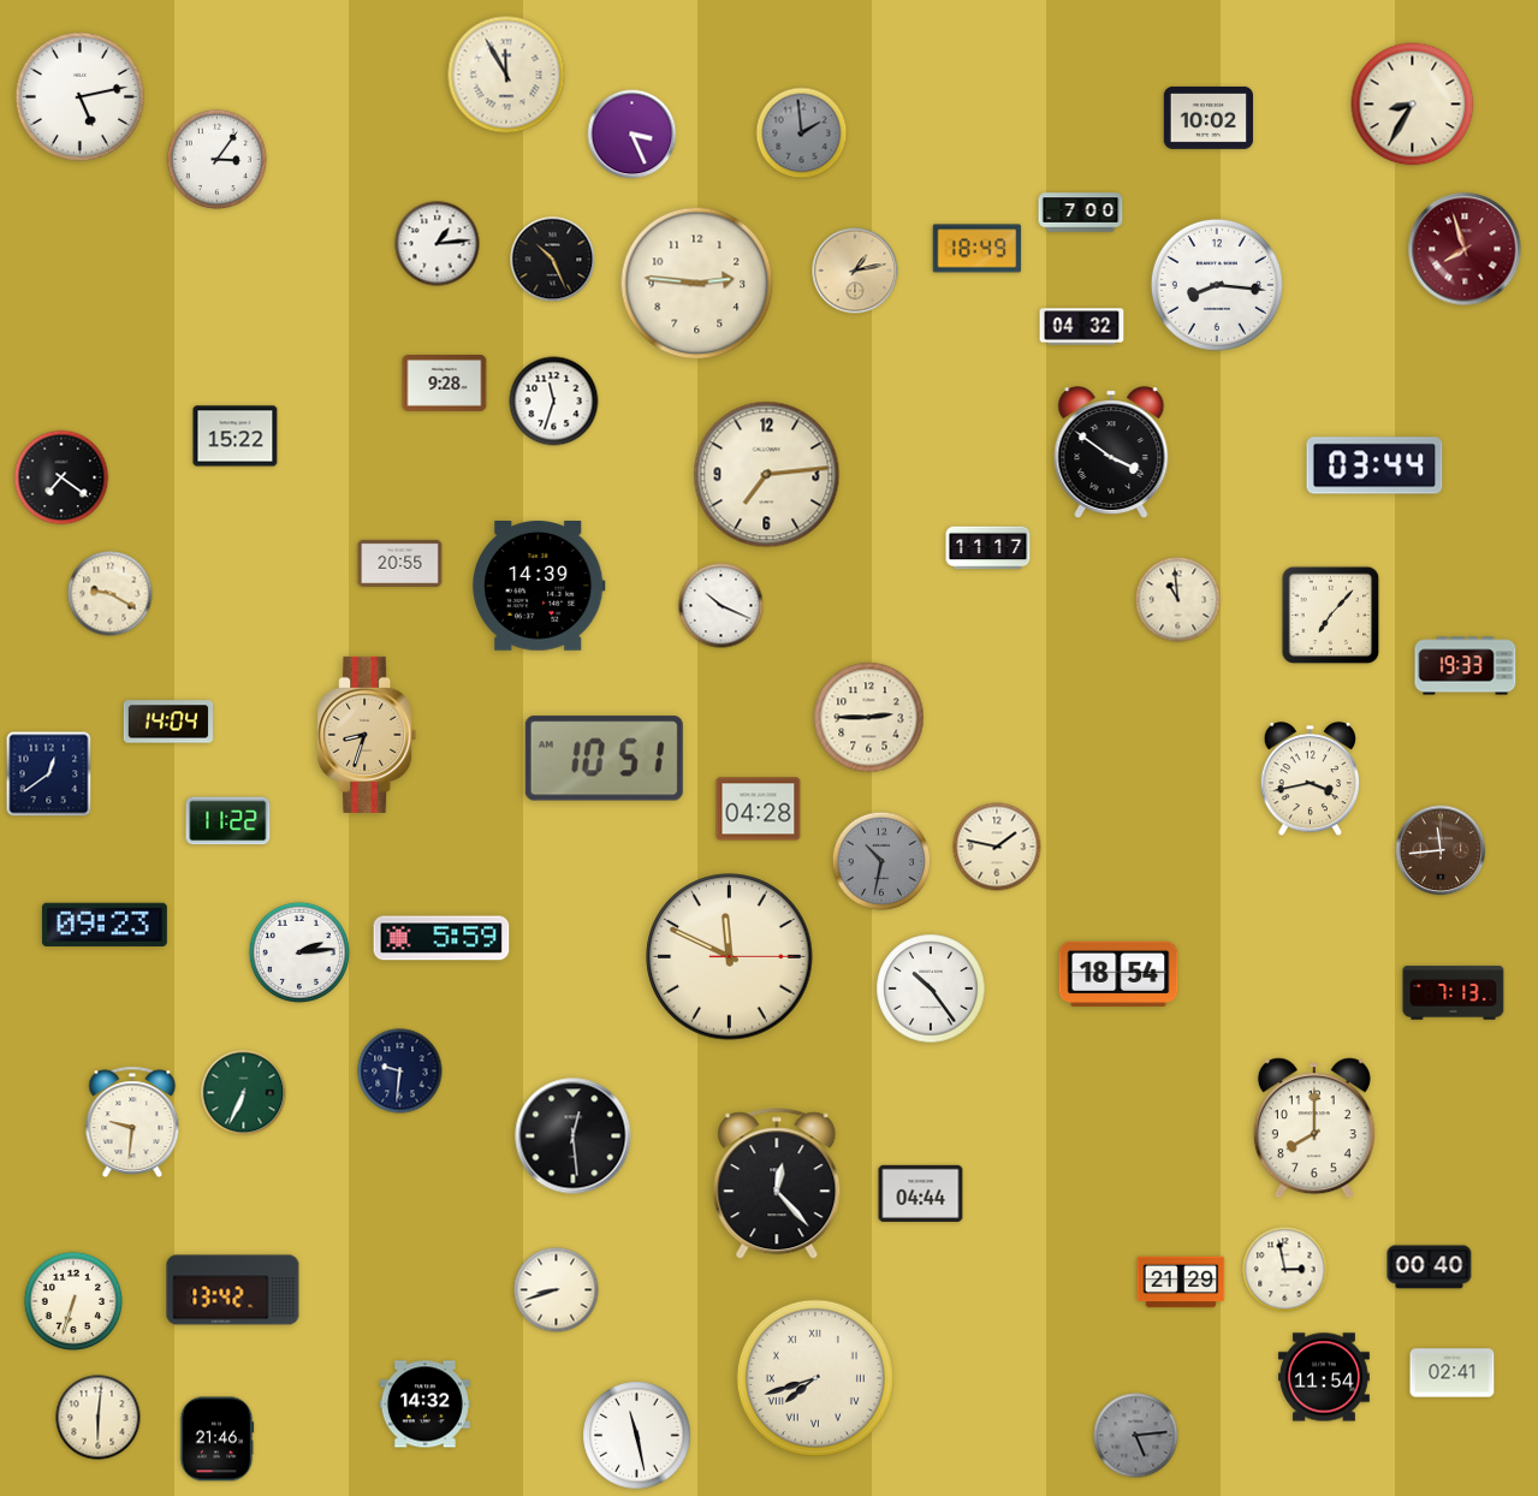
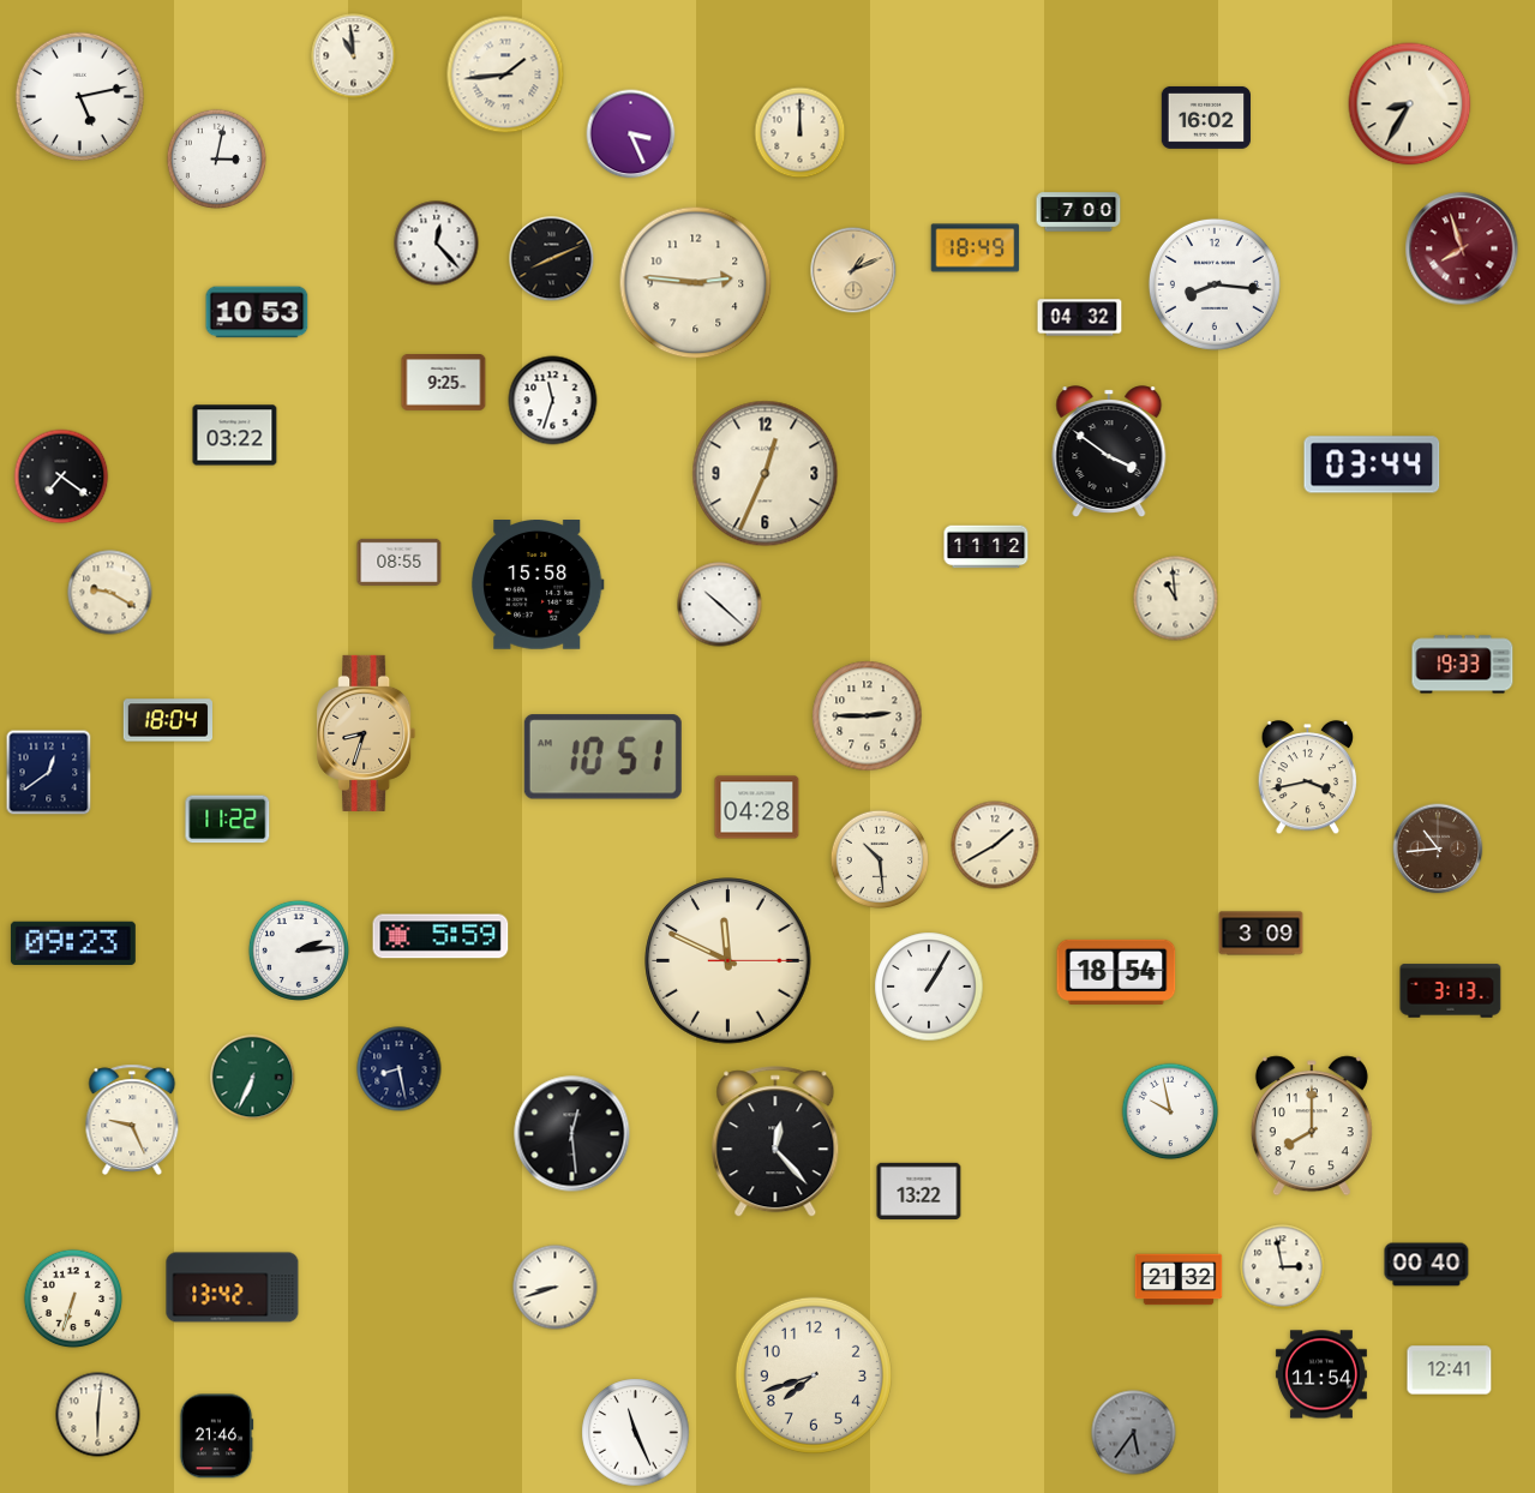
clock at (354, 56): none -> 10:59
clock at (506, 75): 11:55 -> 1:44
clock at (1207, 118): 10:02 -> 16:02
clock at (802, 133): 1:59 -> 12:00
clock at (802, 133) dial: grey -> cream
clock at (216, 159): 3:06 -> 3:02
clock at (438, 244): 1:14 -> 12:23
clock at (553, 260): 10:26 -> 8:11
clock at (855, 271): 1:13 -> 1:11
clock at (257, 312): none -> 10:53
clock at (1082, 327) position: (1082, 327) -> (1080, 318)
clock at (445, 384): 9:28 -> 9:25
clock at (236, 437): 15:22 -> 03:22
clock at (767, 475): 7:14 -> 12:34
clock at (988, 548): 11:17 -> 11:12
clock at (400, 563): 20:55 -> 08:55
clock at (540, 587): 14:39 -> 15:58
clock at (722, 606): 10:19 -> 10:22
clock at (1331, 616): 7:07 -> none
clock at (167, 722): 14:04 -> 18:04
clock at (997, 847): 1:47 -> 1:40
clock at (1441, 850): 11:44 -> 10:44
clock at (881, 861): 10:32 -> 10:29
clock at (881, 861) dial: grey -> cream
clock at (105, 924) position: (105, 924) -> (73, 942)
clock at (1261, 934): none -> 3:09
clock at (730, 957) position: (730, 957) -> (728, 961)
clock at (931, 989): 10:24 -> 1:05
clock at (1454, 993): 7:13 -> 3:13
clock at (400, 1071): 9:31 -> 8:28
clock at (244, 1093) position: (244, 1093) -> (253, 1078)
clock at (1170, 1111): none -> 9:58
clock at (132, 1121): 9:31 -> 9:26
clock at (777, 1185) position: (777, 1185) -> (775, 1143)
clock at (921, 1193): 04:44 -> 13:22
clock at (1181, 1282): 21:29 -> 21:32
clock at (1453, 1373): 02:41 -> 12:41
clock at (815, 1378) numerals: Roman -> Arabic
clock at (424, 1405): 14:32 -> none
clock at (637, 1436): 11:28 -> 11:26
clock at (1136, 1436): 5:14 -> 5:36
